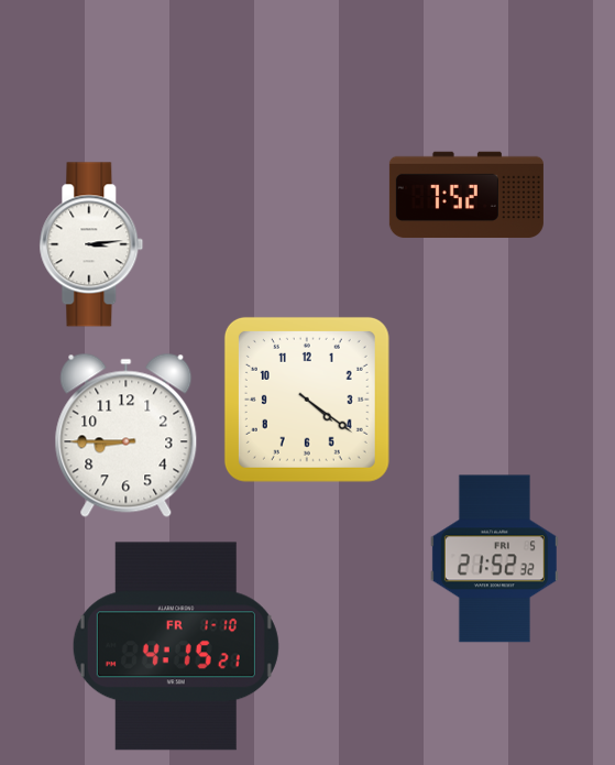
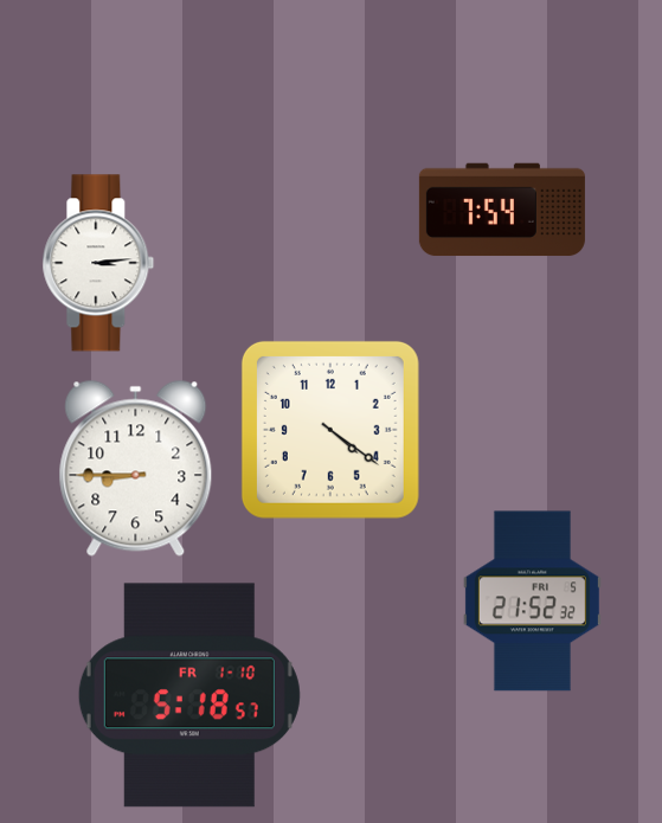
clock at (466, 195): 7:52 -> 7:54
clock at (176, 646): 4:15 -> 5:18
